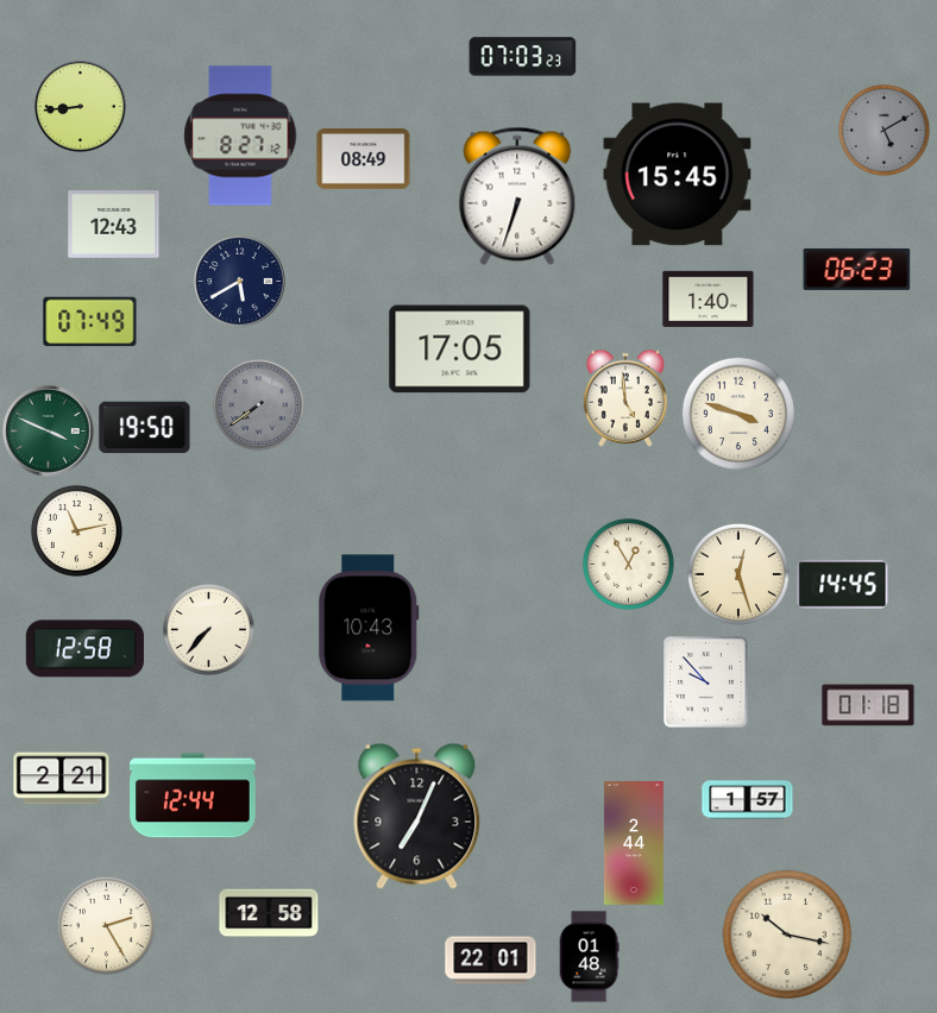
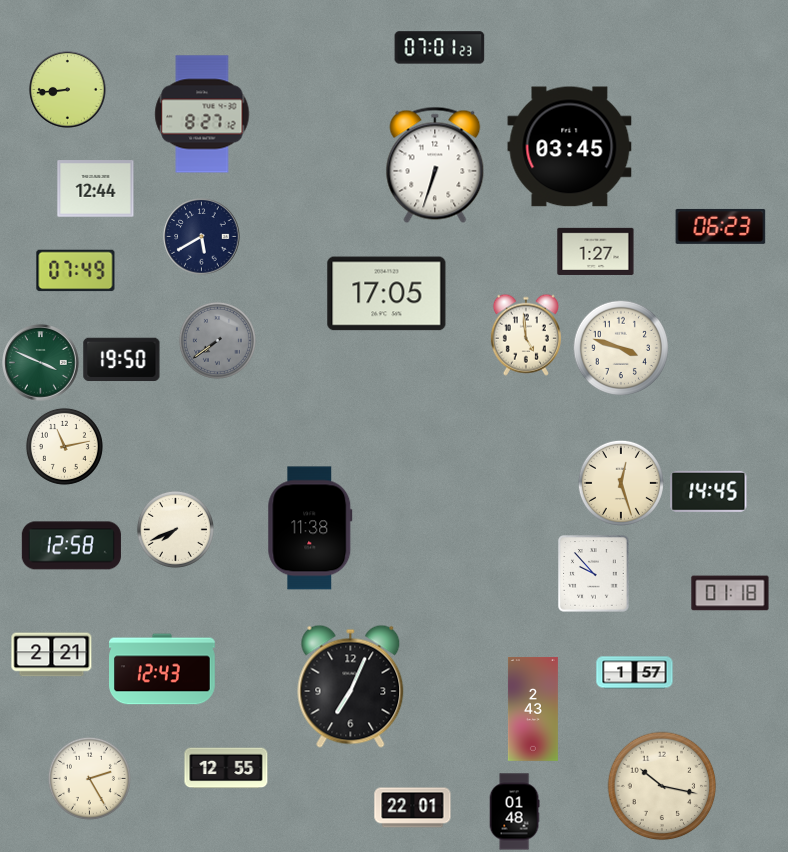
clock at (523, 57): 07:03 -> 07:01
clock at (883, 130): 5:10 -> none
clock at (364, 159): 08:49 -> none
clock at (678, 175): 15:45 -> 03:45
clock at (114, 225): 12:43 -> 12:44
clock at (709, 298): 1:40 -> 1:27
clock at (628, 564): 12:55 -> none
clock at (369, 628): 10:43 -> 11:38
clock at (208, 629): 7:37 -> 7:41
clock at (194, 795): 12:44 -> 12:43
clock at (748, 800) position: (748, 800) -> (635, 673)
clock at (634, 843): 2:44 -> 2:43
clock at (269, 913): 12:58 -> 12:55
clock at (589, 957) position: (589, 957) -> (514, 812)
